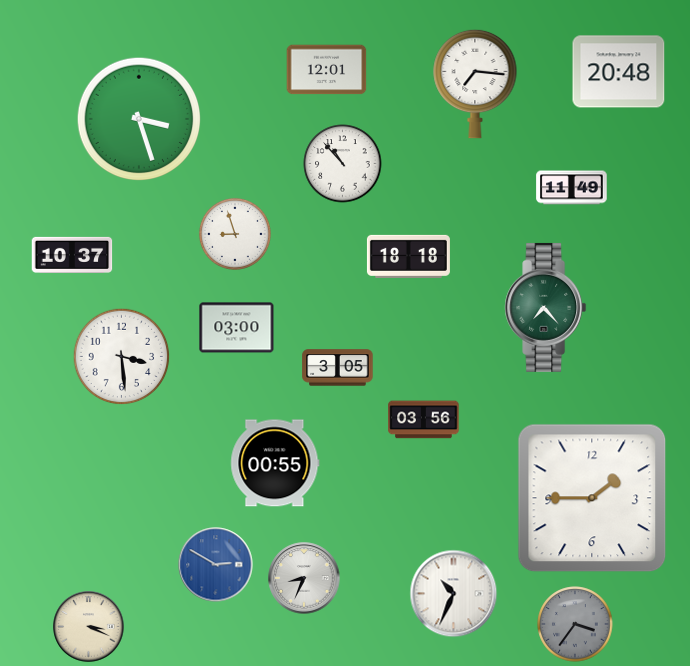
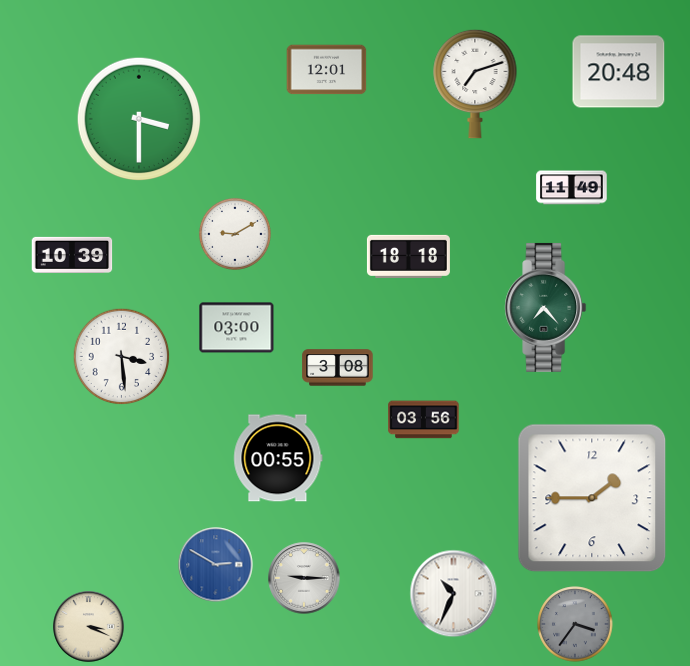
clock at (475, 84): 7:16 -> 7:12
clock at (139, 119): 3:27 -> 3:30
clock at (343, 164): 10:53 -> none
clock at (235, 234): 8:57 -> 9:10
clock at (72, 255): 10:37 -> 10:39
clock at (338, 368): 3:05 -> 3:08
clock at (275, 463) position: (275, 463) -> (278, 458)
clock at (304, 578): 8:34 -> 9:15
